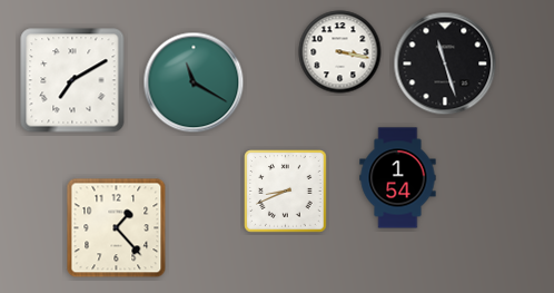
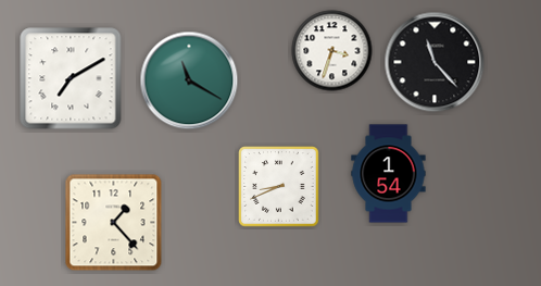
clock at (340, 52): 3:17 -> 3:33
clock at (445, 64): 11:27 -> 11:23
